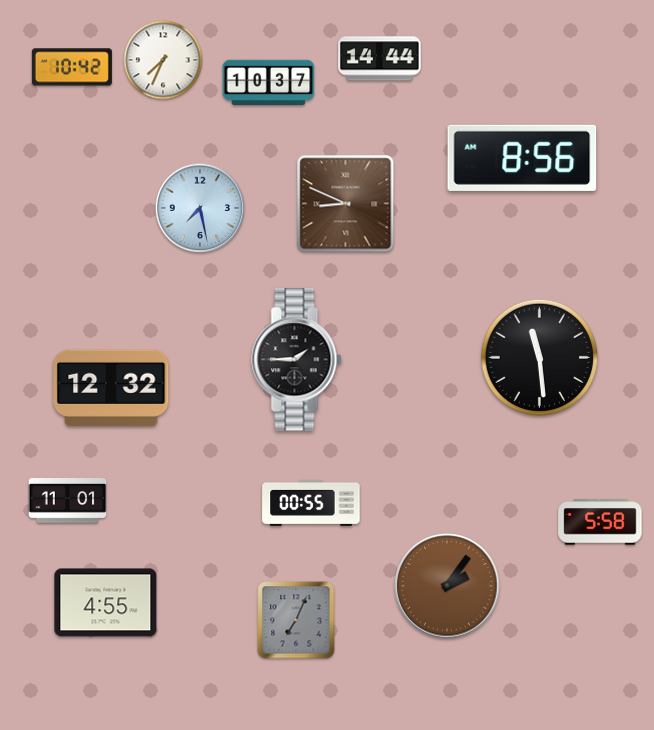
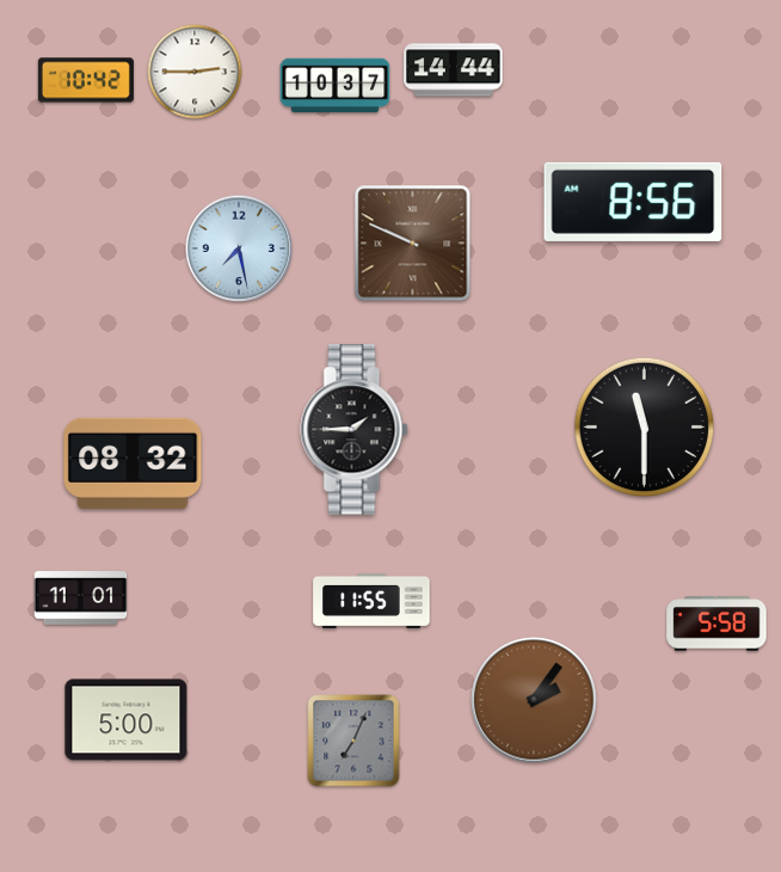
clock at (163, 60): 7:34 -> 2:45
clock at (269, 82) position: (269, 82) -> (336, 85)
clock at (522, 158) position: (522, 158) -> (633, 202)
clock at (346, 204): 8:49 -> 9:49
clock at (540, 358): 11:29 -> 11:30
clock at (111, 388): 12:32 -> 08:32
clock at (311, 503): 00:55 -> 11:55
clock at (106, 603): 4:55 -> 5:00
